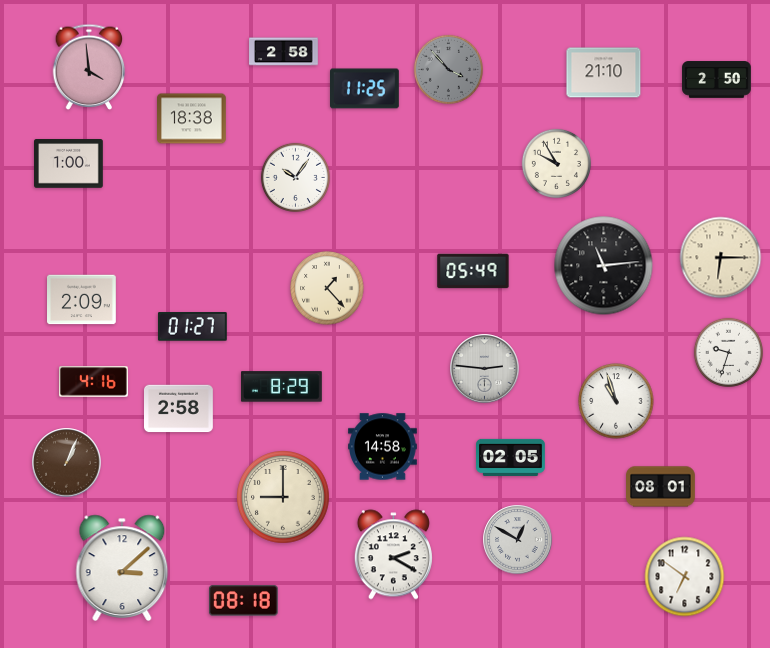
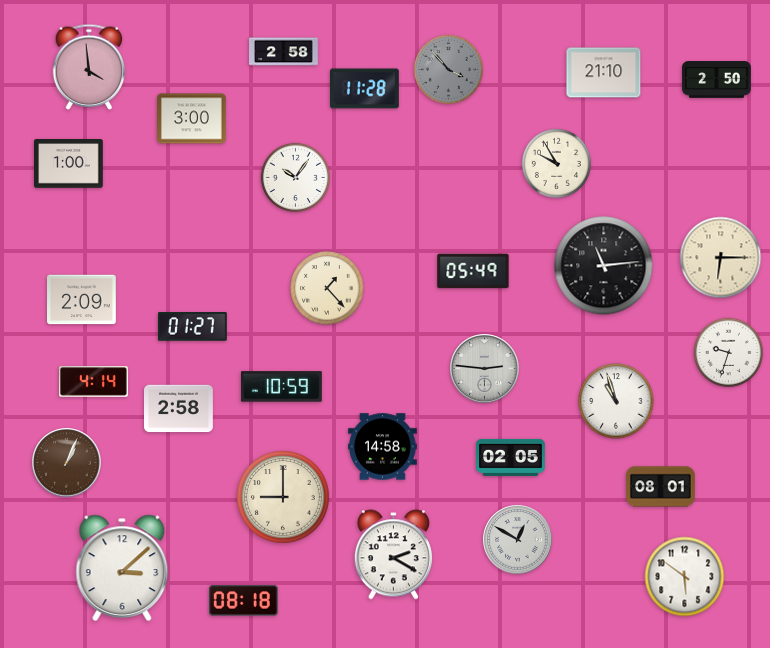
clock at (365, 89): 11:25 -> 11:28
clock at (192, 119): 18:38 -> 3:00
clock at (94, 382): 4:16 -> 4:14
clock at (281, 387): 8:29 -> 10:59
clock at (685, 577): 6:51 -> 5:51
